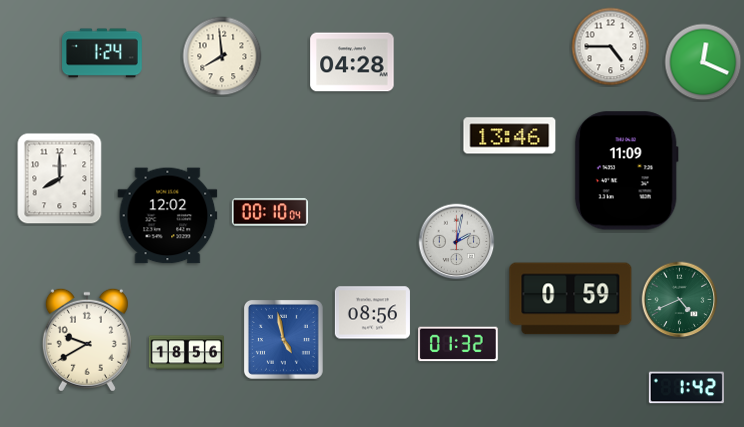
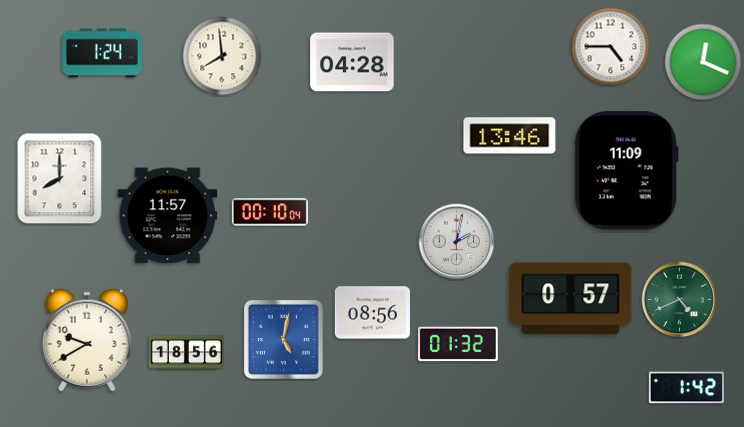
clock at (168, 216): 12:02 -> 11:57
clock at (571, 299): 0:59 -> 0:57
clock at (283, 339): 4:58 -> 5:02
